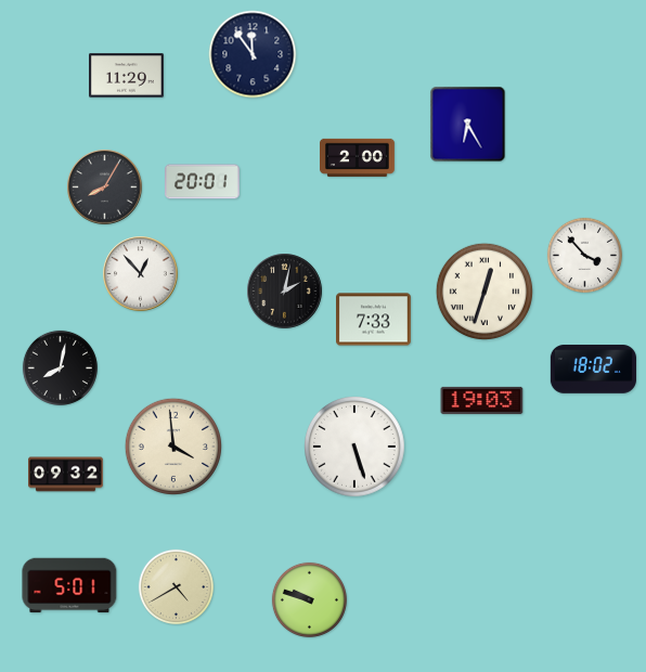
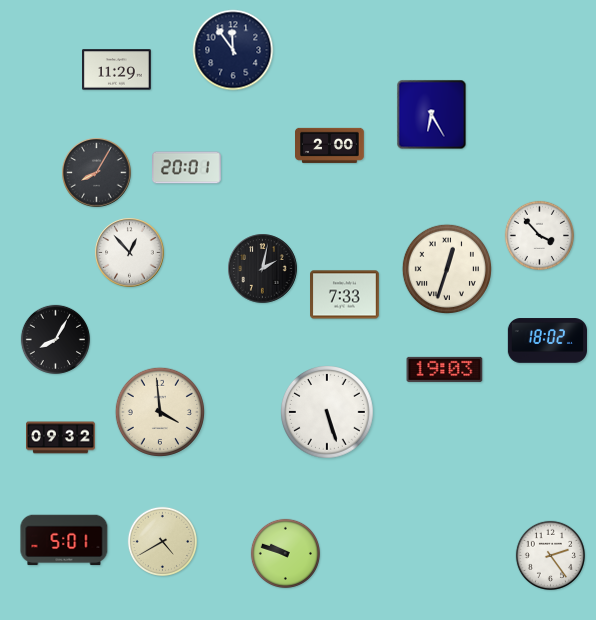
clock at (60, 367): 8:02 -> 8:05
clock at (550, 555): none -> 2:24
